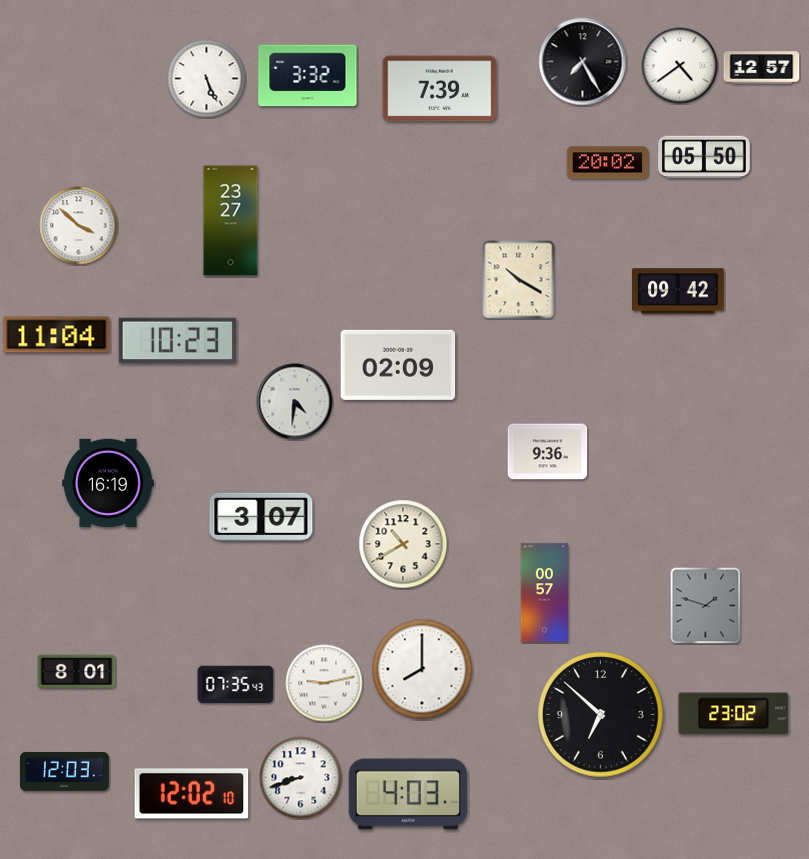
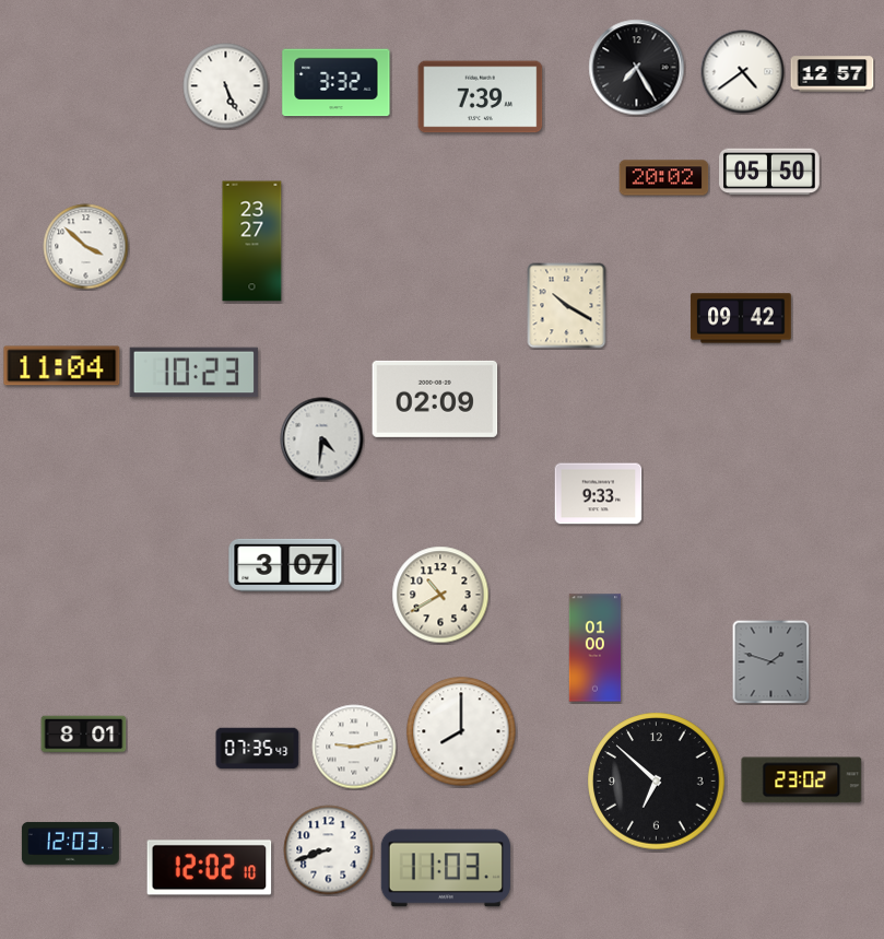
clock at (548, 452): 9:36 -> 9:33
clock at (108, 483): 16:19 -> none
clock at (545, 593): 00:57 -> 01:00
clock at (408, 794): 4:03 -> 11:03
